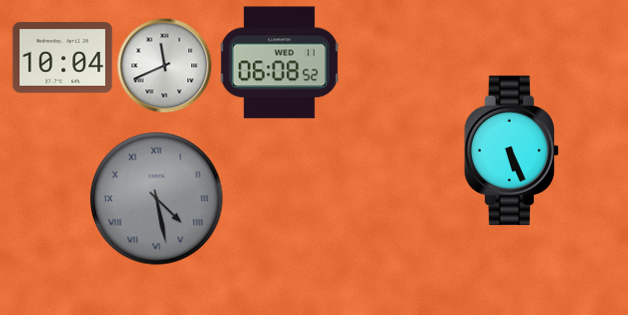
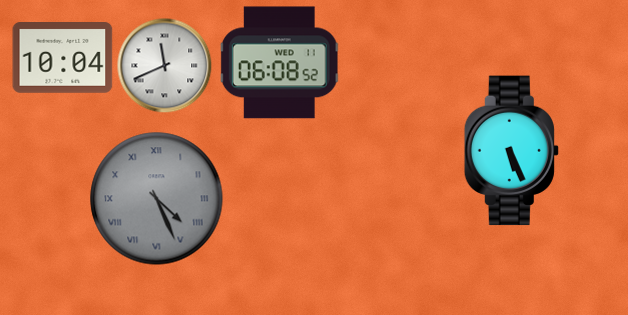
clock at (157, 199): 4:28 -> 4:26
